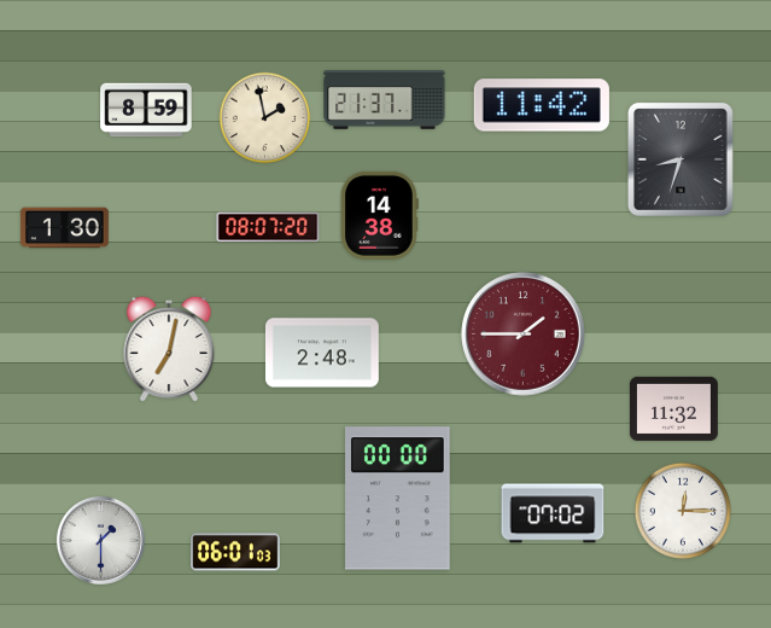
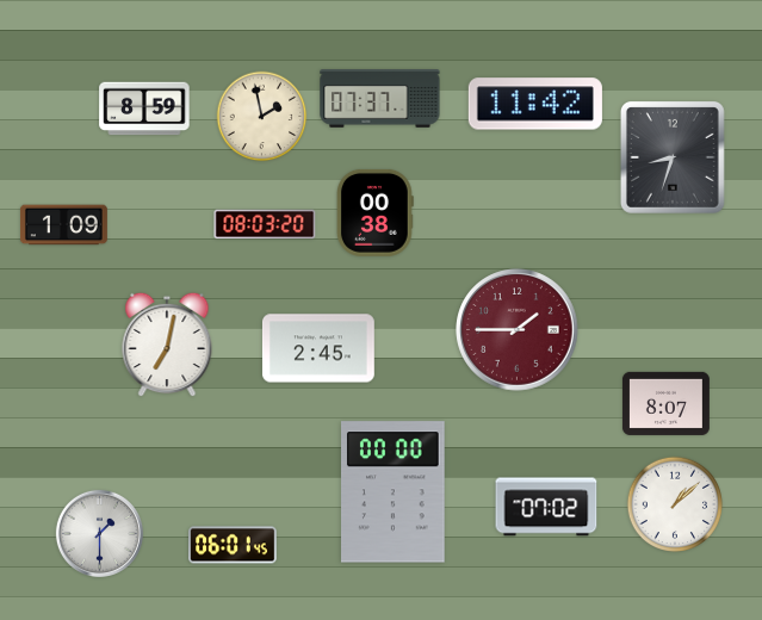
clock at (385, 100): 21:37 -> 07:37
clock at (379, 215): 14:38 -> 00:38
clock at (268, 227): 08:07 -> 08:03
clock at (64, 228): 1:30 -> 1:09
clock at (322, 353): 2:48 -> 2:45
clock at (673, 408): 11:32 -> 8:07
clock at (683, 511): 12:15 -> 1:08
clock at (236, 552): 06:01:03 -> 06:01:45
